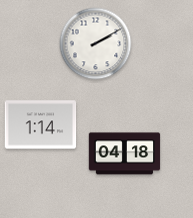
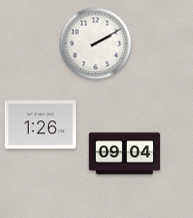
clock at (41, 125): 1:14 -> 1:26
clock at (125, 154): 04:18 -> 09:04
